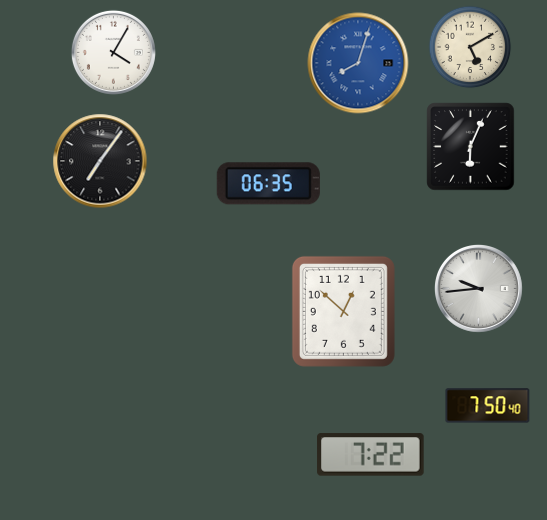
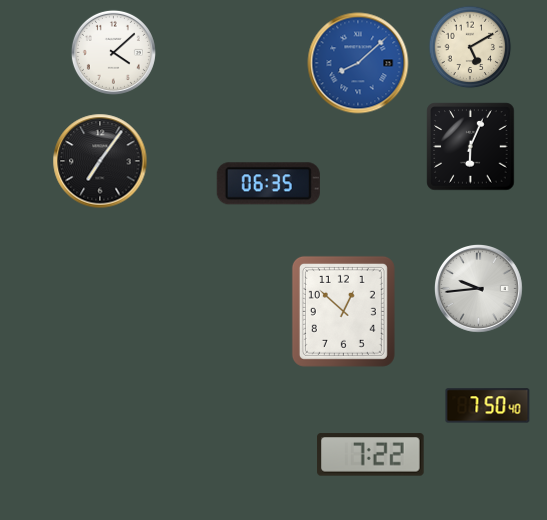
clock at (113, 52): 4:05 -> 4:08
clock at (358, 63): 8:03 -> 8:08
